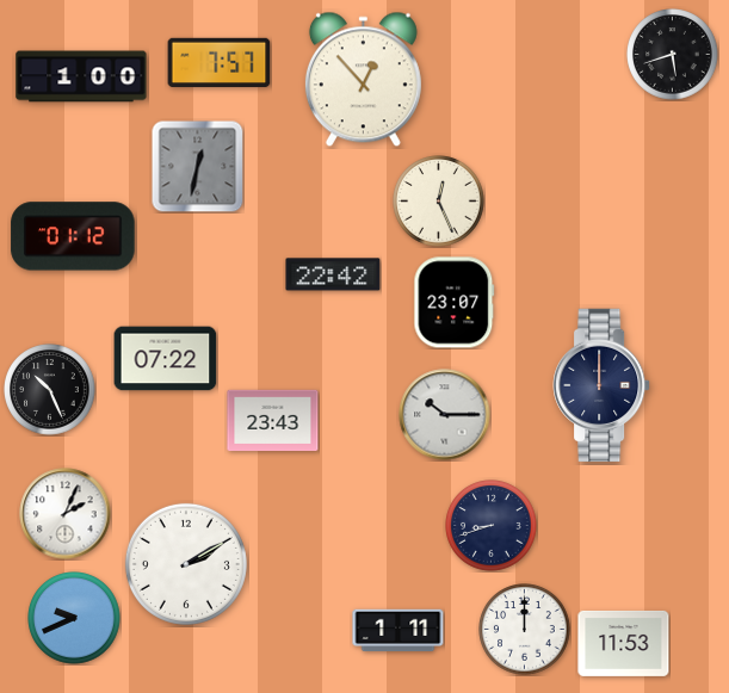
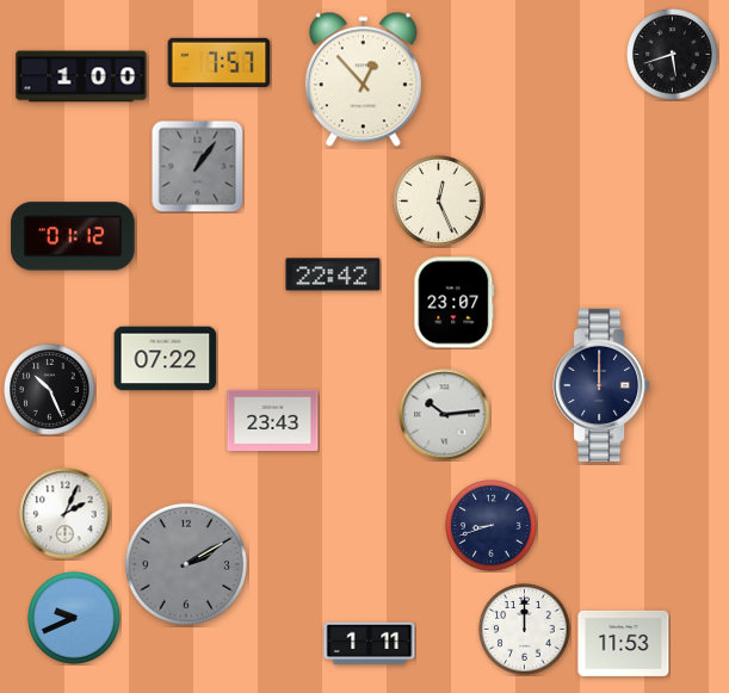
clock at (197, 166): 12:32 -> 1:06
clock at (445, 415): 10:15 -> 10:14
clock at (186, 564) dial: white -> grey
clock at (399, 631) position: (399, 631) -> (370, 644)
